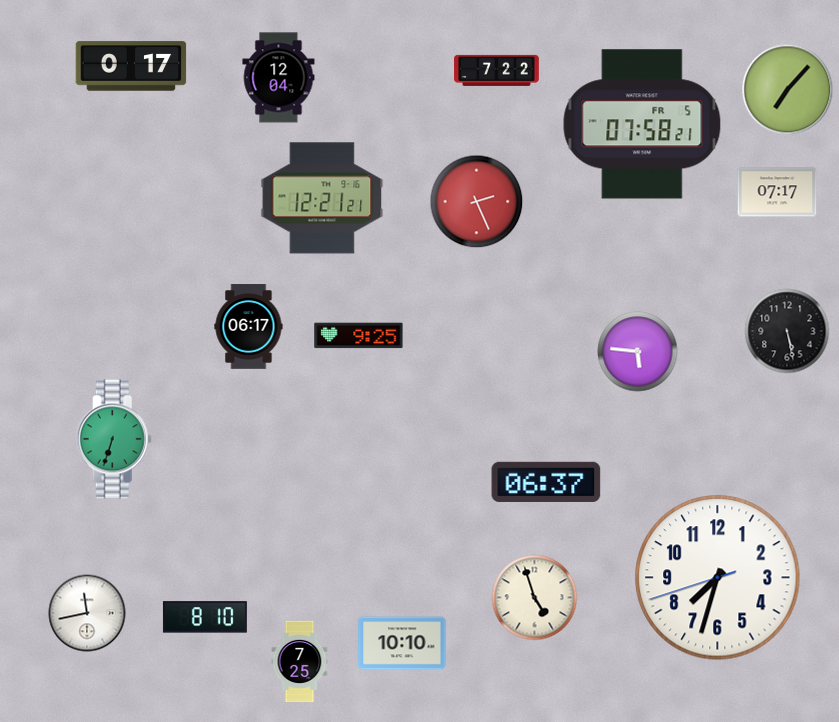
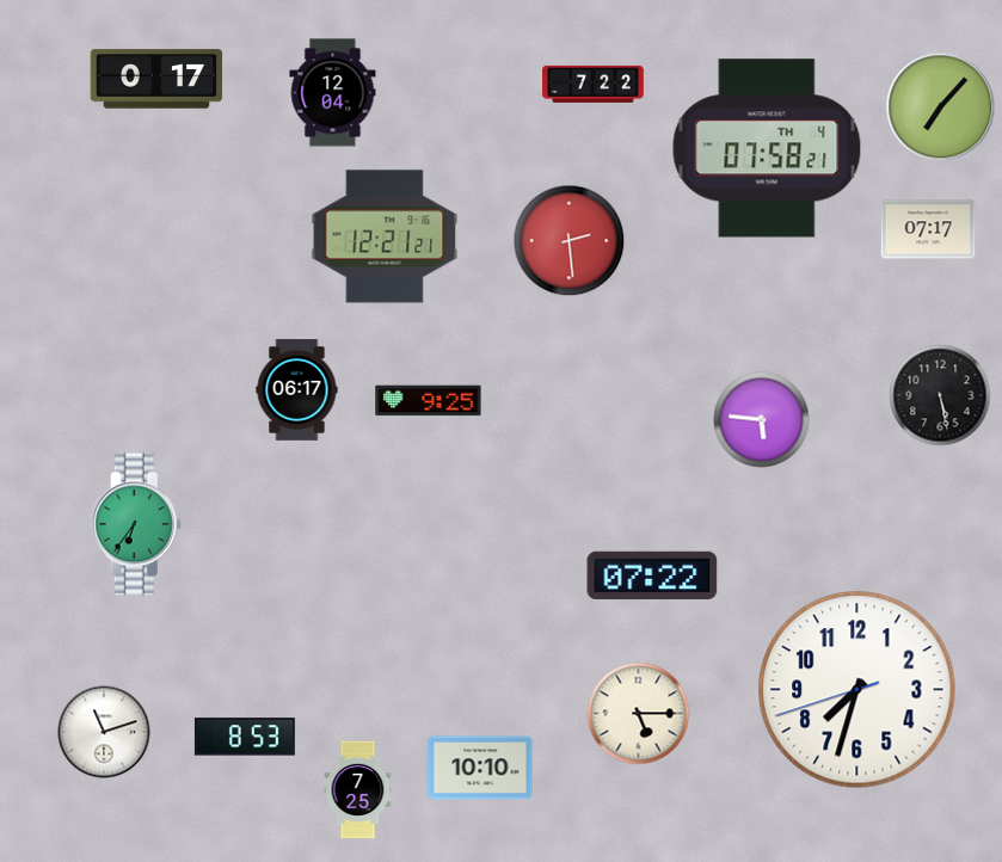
clock at (642, 124) date: FR 5 -> TH 4
clock at (477, 202): 2:26 -> 2:29
clock at (114, 439): 6:33 -> 6:36
clock at (546, 482): 06:37 -> 07:22
clock at (535, 598): 4:57 -> 5:15
clock at (87, 613): 11:43 -> 11:12
clock at (205, 617): 8:10 -> 8:53
